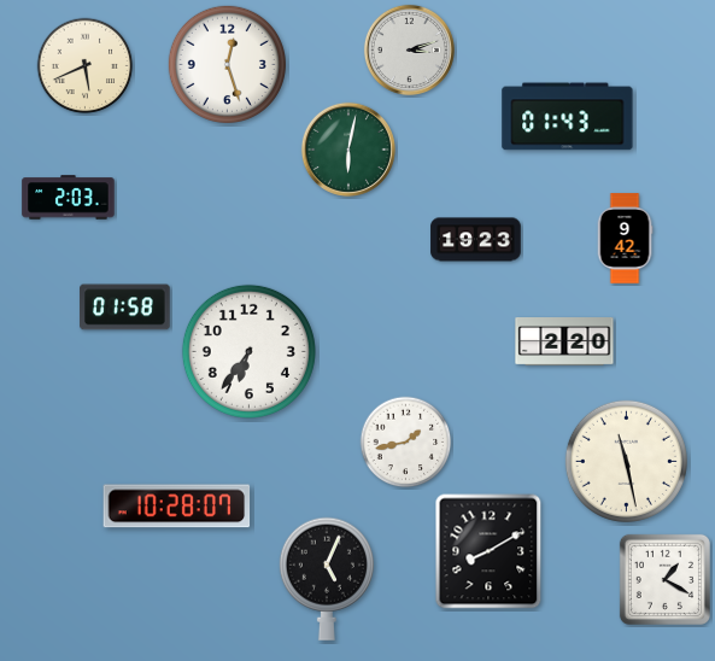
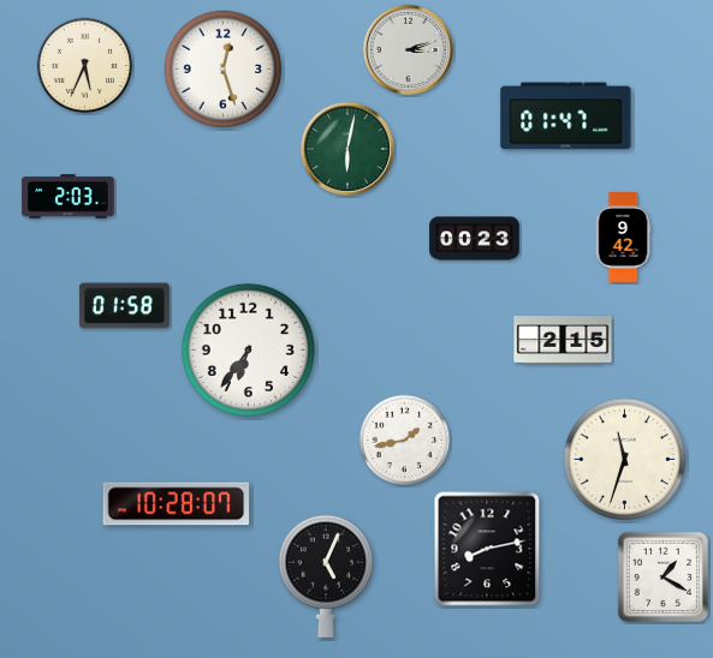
clock at (227, 64) position: (227, 64) -> (222, 68)
clock at (86, 66): 5:41 -> 5:34
clock at (568, 117): 01:43 -> 01:47
clock at (476, 240): 19:23 -> 00:23
clock at (564, 343): 2:20 -> 2:15
clock at (626, 461): 11:28 -> 11:33
clock at (488, 551): 8:10 -> 8:13
